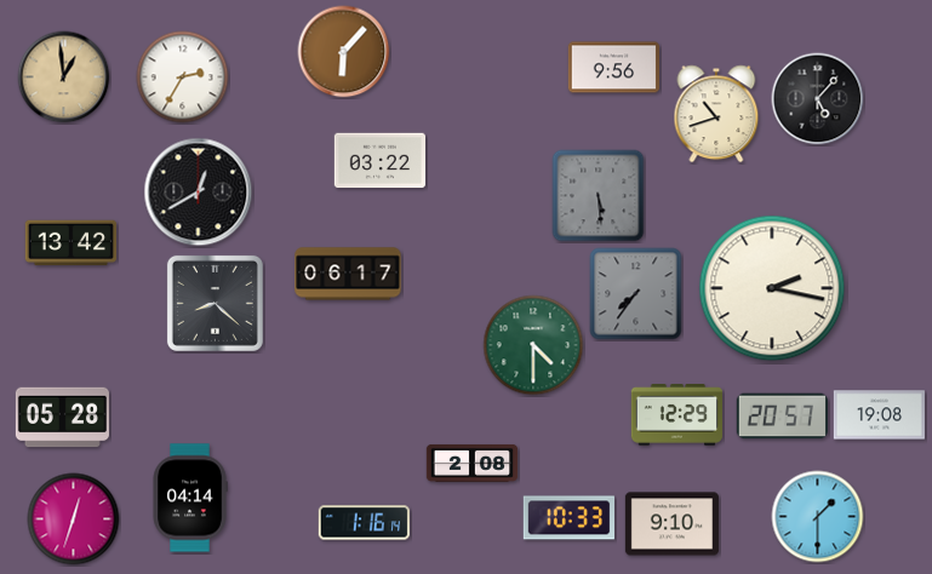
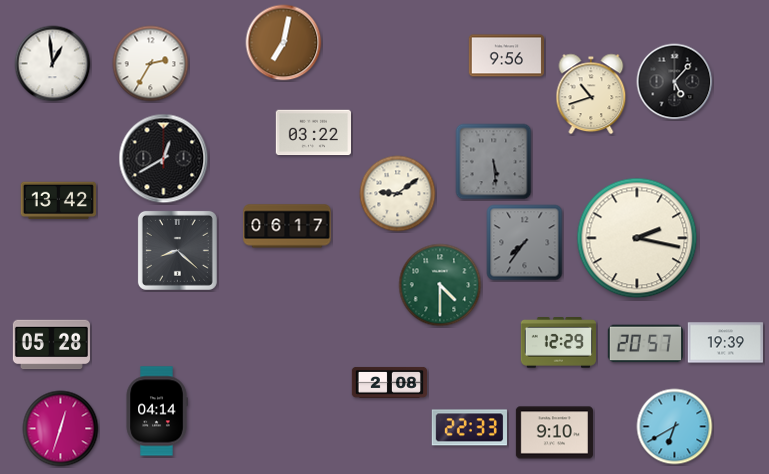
clock at (344, 52): 6:07 -> 7:02
clock at (64, 78) dial: champagne -> white
clock at (398, 194): none -> 9:09
clock at (880, 415): 19:08 -> 19:39
clock at (818, 517): 1:30 -> 6:40
clock at (568, 518): 10:33 -> 22:33
clock at (364, 523): 1:16 -> none
